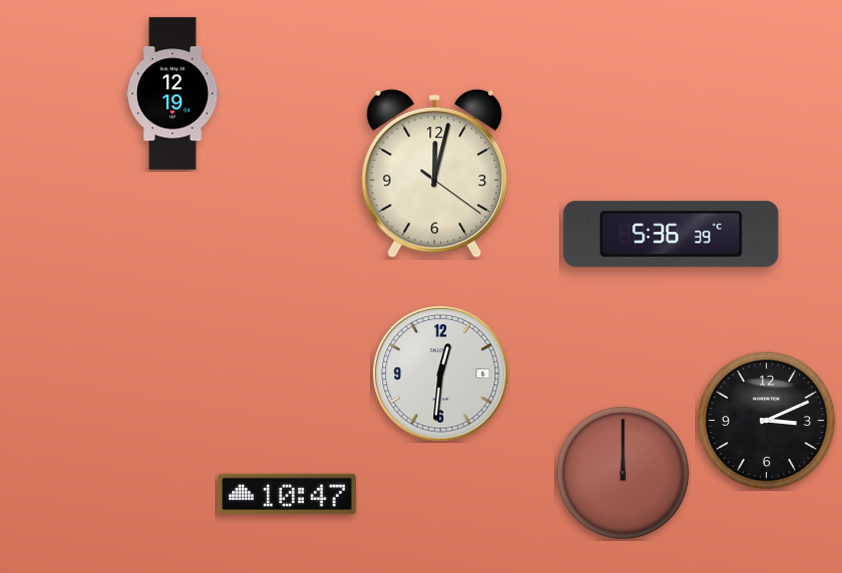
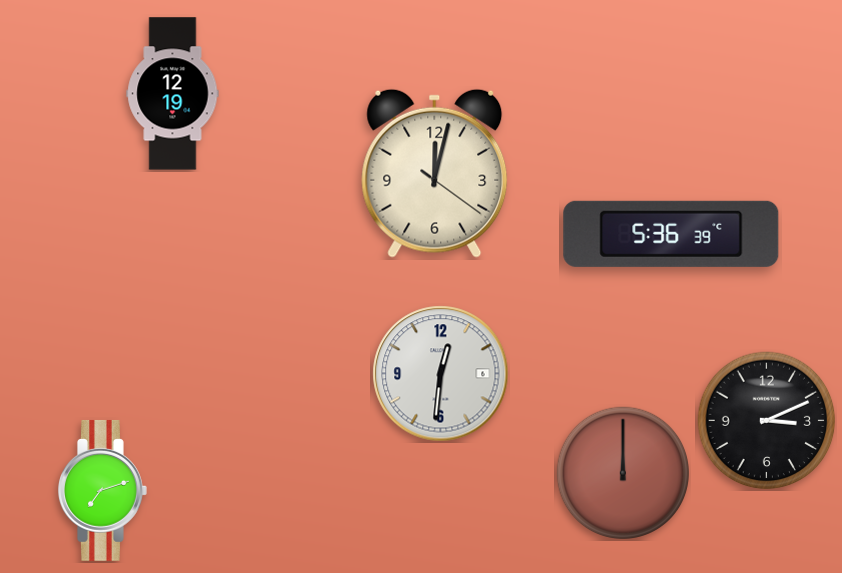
clock at (103, 490): none -> 7:12
clock at (287, 494): 10:47 -> none
